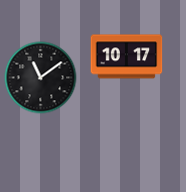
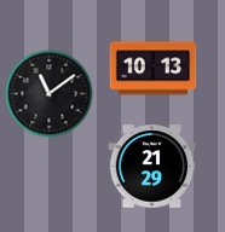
clock at (127, 57): 10:17 -> 10:13
clock at (152, 167): none -> 21:29
